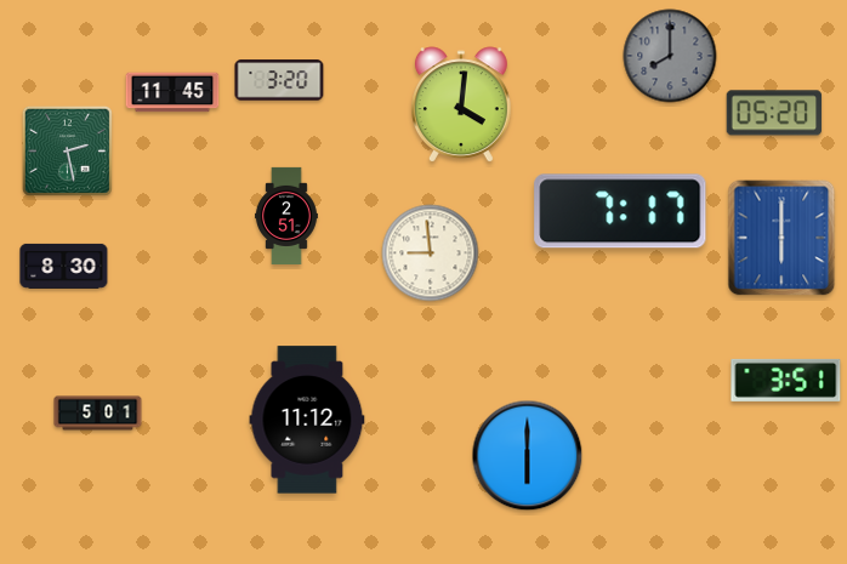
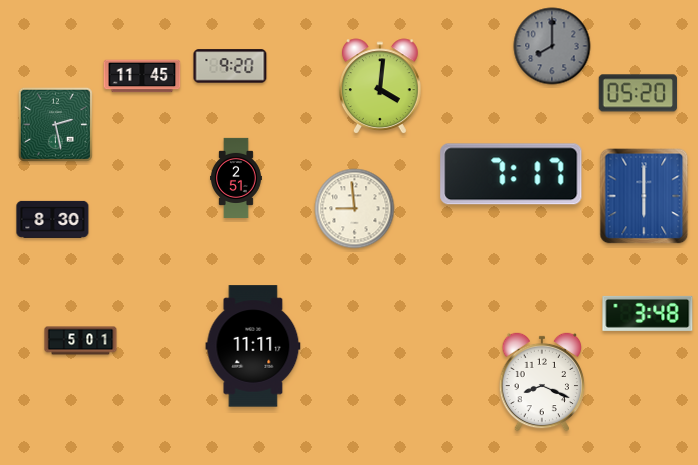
clock at (279, 80): 3:20 -> 9:20
clock at (786, 380): 3:51 -> 3:48
clock at (307, 420): 11:12 -> 11:11
clock at (528, 456): 6:00 -> none
clock at (542, 382): none -> 8:19
